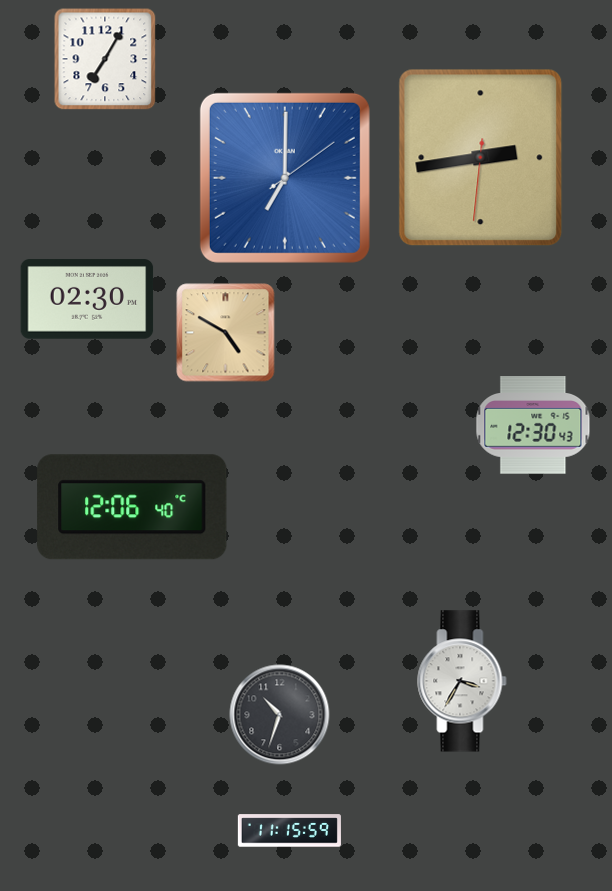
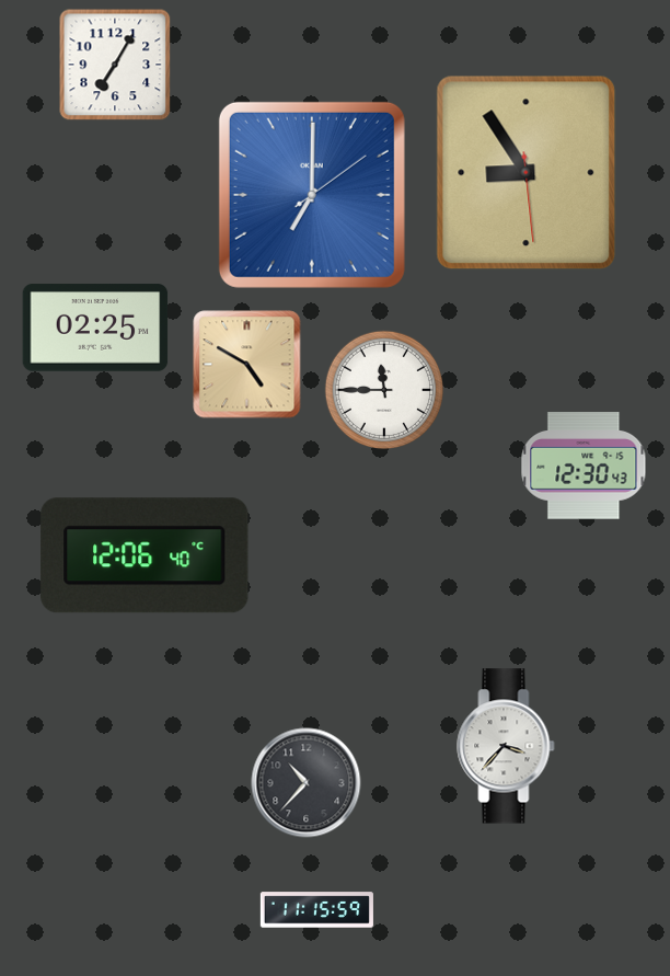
clock at (481, 158): 2:43 -> 8:54
clock at (87, 299): 02:30 -> 02:25
clock at (383, 389): none -> 11:45
clock at (462, 681): 3:35 -> 3:37
clock at (280, 715): 10:33 -> 10:37
